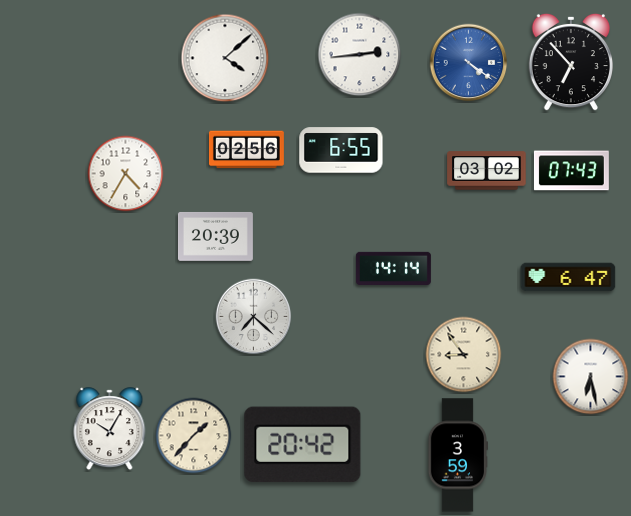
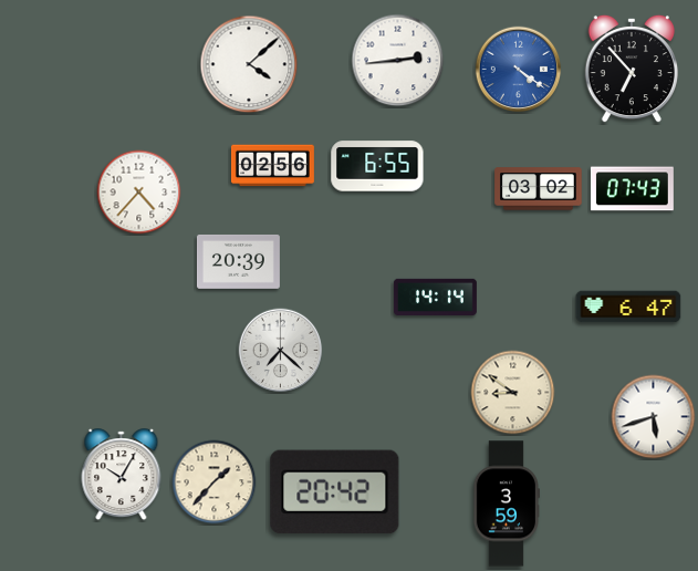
clock at (126, 174): 4:35 -> 4:37
clock at (464, 355): 8:54 -> 8:51
clock at (591, 377): 6:28 -> 5:42
